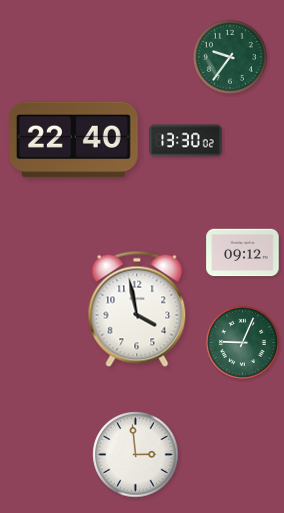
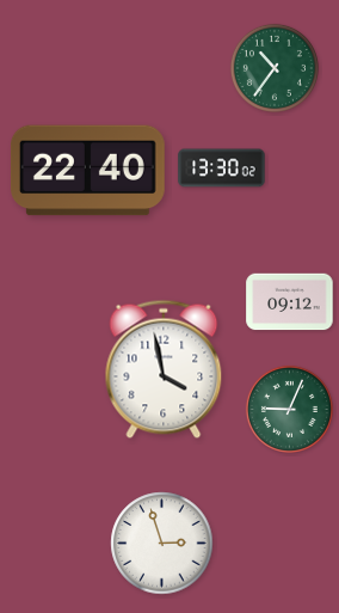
clock at (230, 57): 9:36 -> 10:36
clock at (73, 140) position: (73, 140) -> (87, 171)
clock at (136, 455): 2:59 -> 2:57
